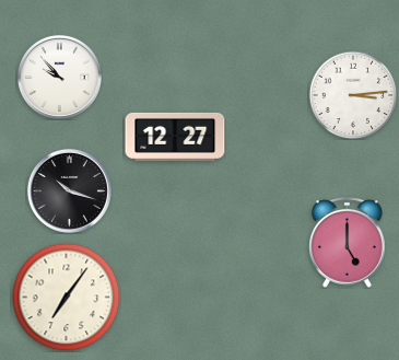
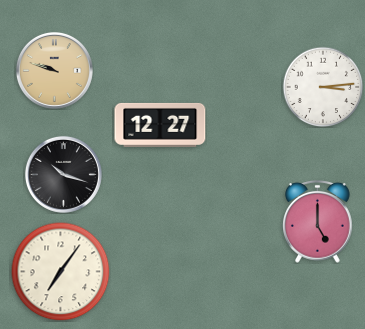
clock at (59, 77): 9:53 -> 9:48
clock at (59, 77) dial: white -> champagne
